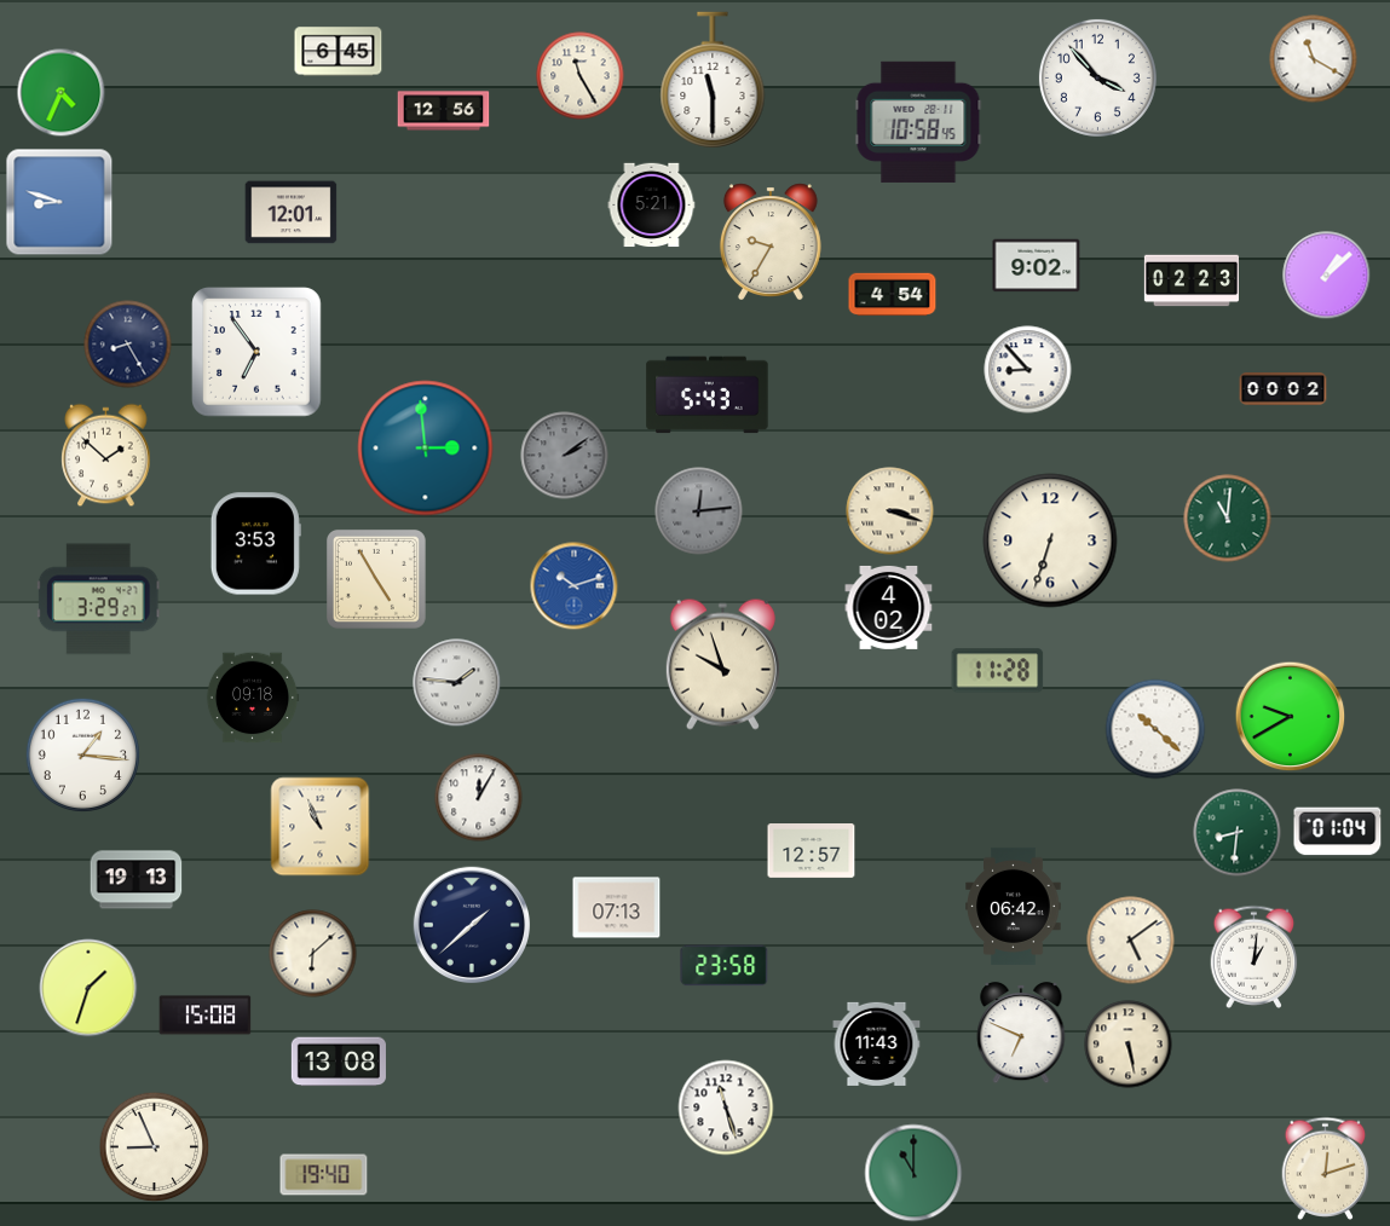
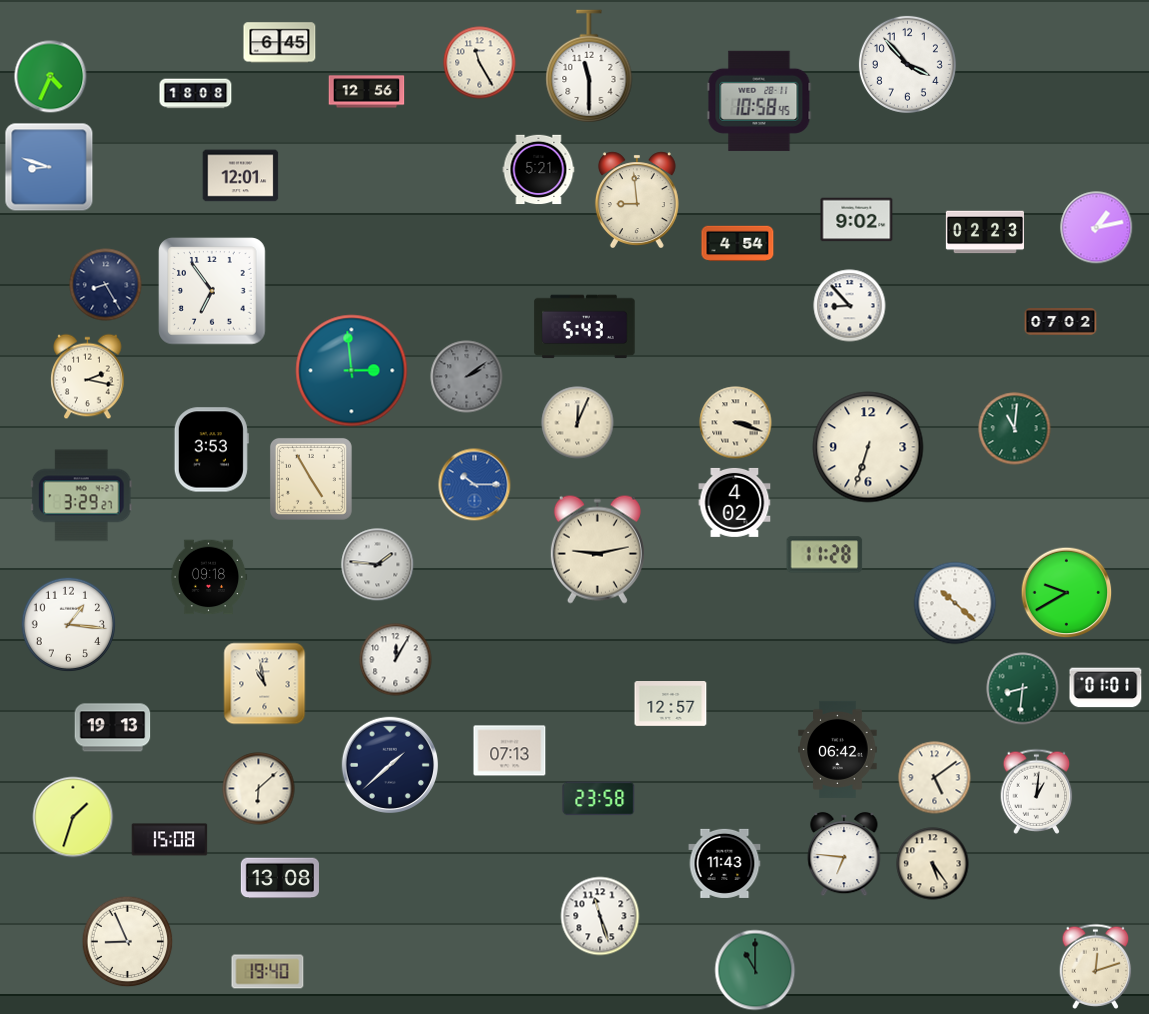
clock at (1314, 59): 11:20 -> none
clock at (196, 94): none -> 18:08
clock at (771, 241): 9:35 -> 8:59
clock at (1327, 276): 1:08 -> 1:13
clock at (1284, 389): 00:02 -> 07:02
clock at (106, 456): 1:52 -> 2:17
clock at (699, 511): 12:14 -> 12:04
clock at (699, 511) dial: grey -> cream
clock at (575, 586): 10:12 -> 10:15
clock at (722, 664): 9:57 -> 9:13
clock at (321, 827): 10:56 -> 10:58
clock at (1338, 832): 01:04 -> 01:01
clock at (1021, 1033): 6:49 -> 6:46
clock at (1129, 1045): 5:28 -> 5:24
clock at (155, 1147) position: (155, 1147) -> (128, 942)
